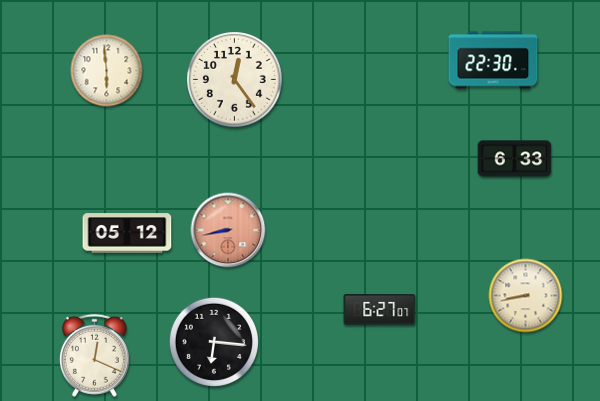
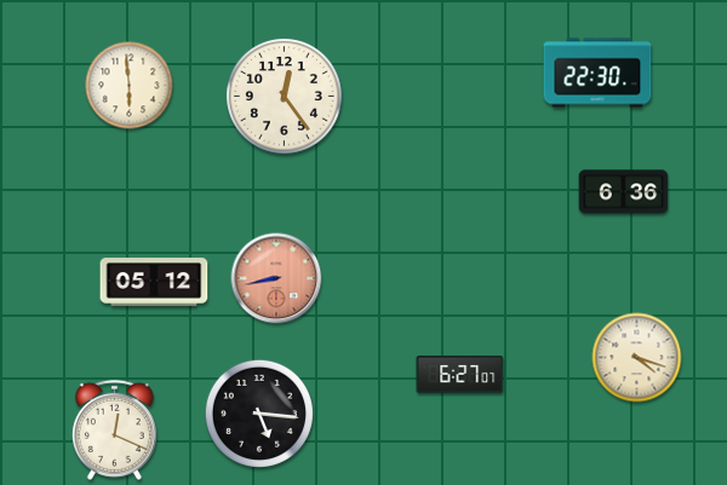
clock at (515, 159): 6:33 -> 6:36
clock at (526, 296): 8:43 -> 4:18
clock at (214, 342): 6:16 -> 5:16
